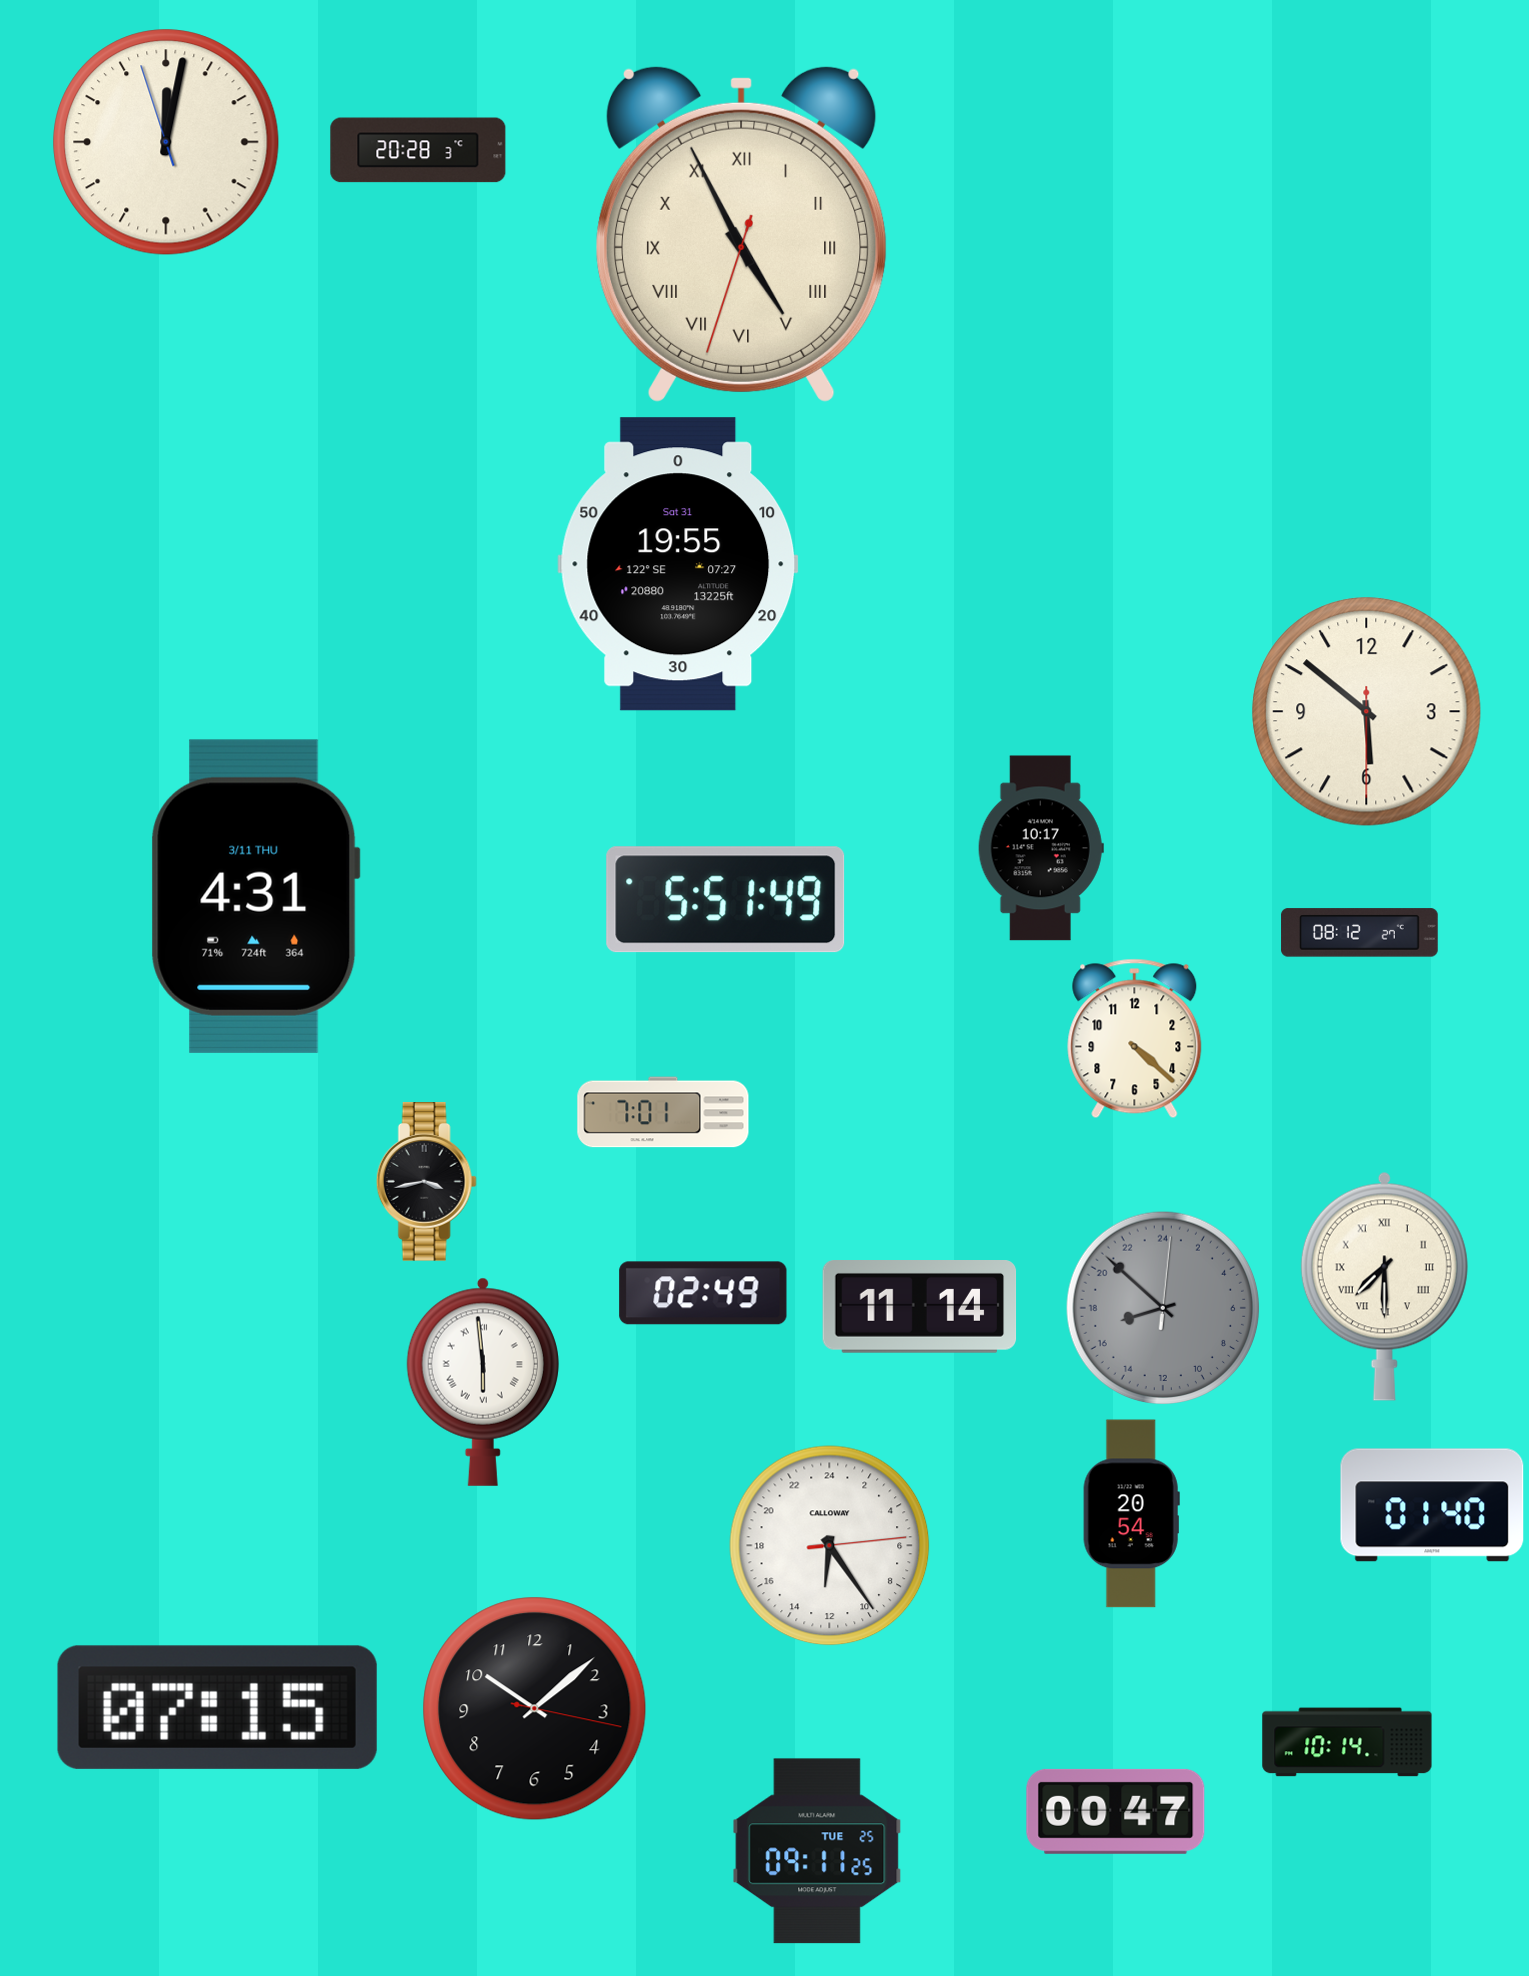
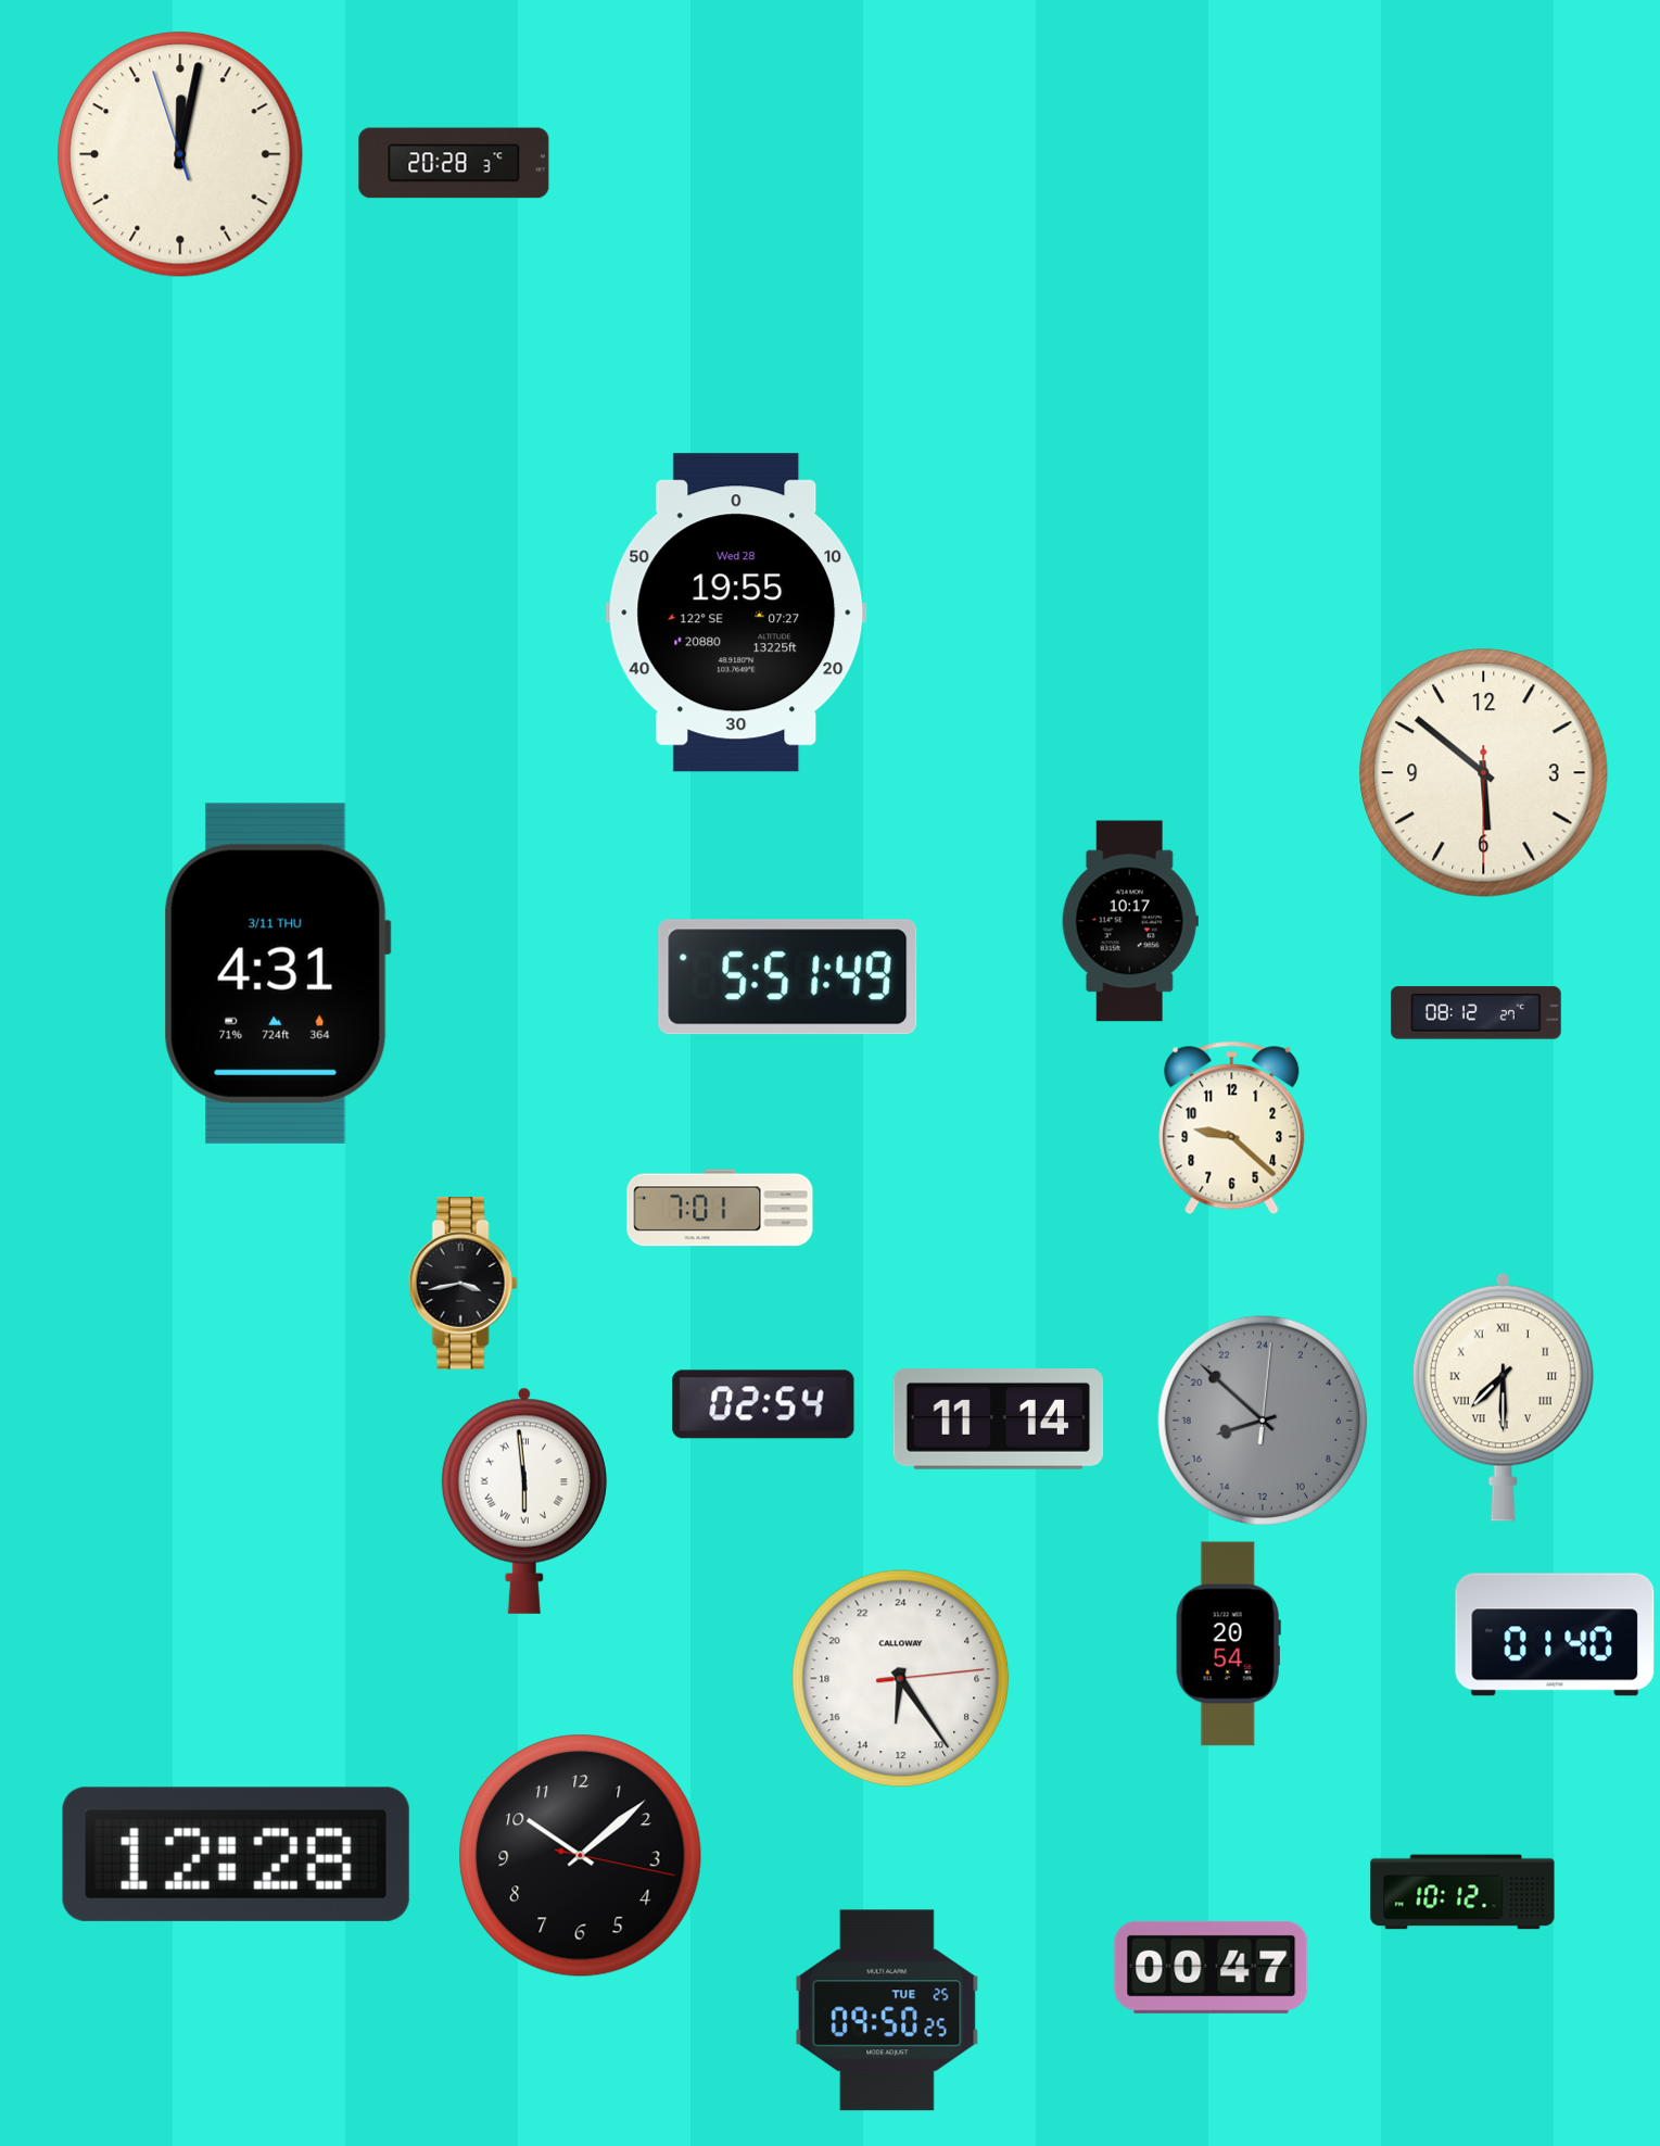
clock at (742, 234): 4:55 -> none
clock at (678, 564) date: Sat 31 -> Wed 28
clock at (1135, 1039): 4:22 -> 9:22
clock at (703, 1293): 02:49 -> 02:54
clock at (217, 1707): 07:15 -> 12:28
clock at (1347, 1742): 10:14 -> 10:12
clock at (817, 1851): 09:11 -> 09:50
